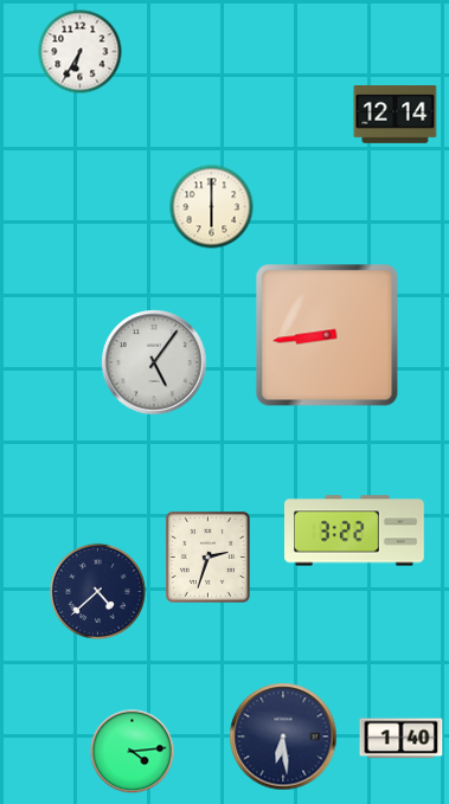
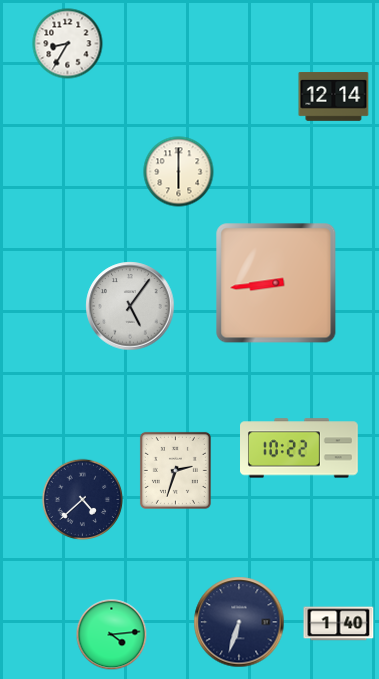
clock at (81, 52): 6:35 -> 8:35
clock at (212, 207) position: (212, 207) -> (179, 172)
clock at (355, 530): 3:22 -> 10:22
clock at (283, 737): 6:29 -> 6:33
